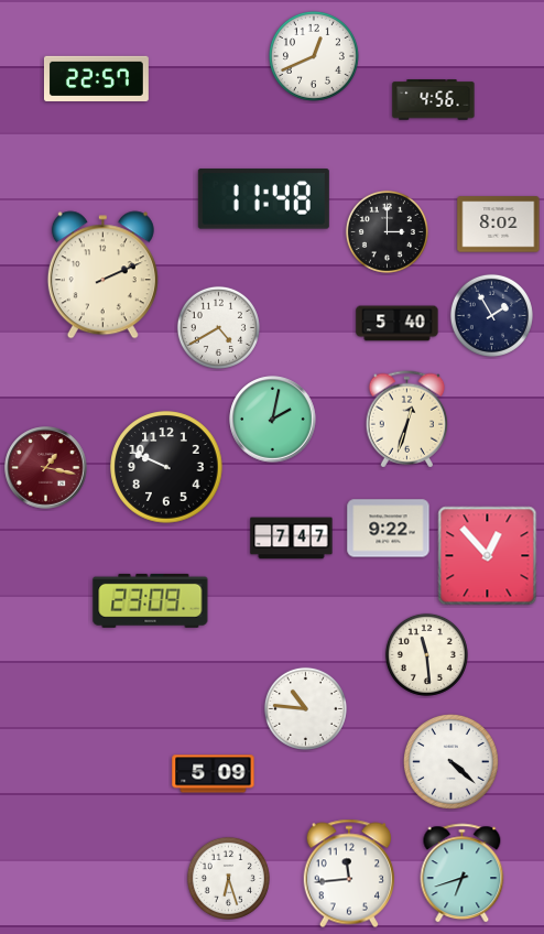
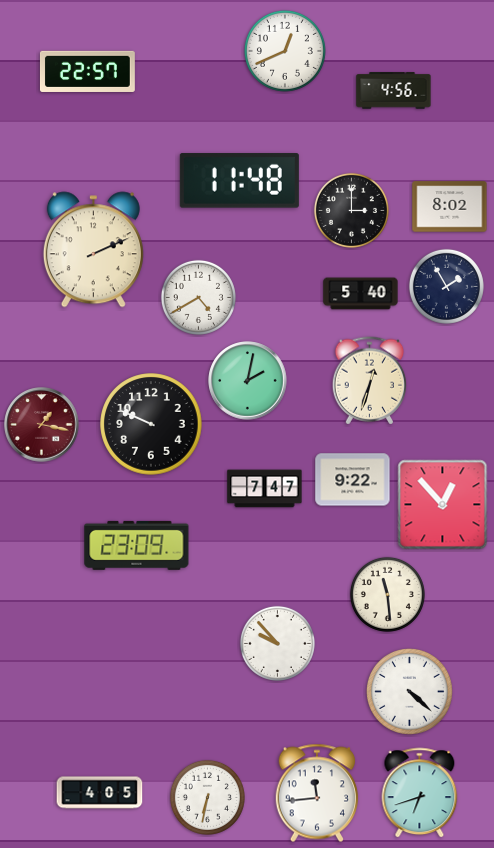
clock at (499, 225) position: (499, 225) -> (450, 207)
clock at (305, 708): 10:46 -> 9:53
clock at (214, 774): 5:09 -> none
clock at (100, 793): none -> 4:05
clock at (228, 878): 6:27 -> 6:32
